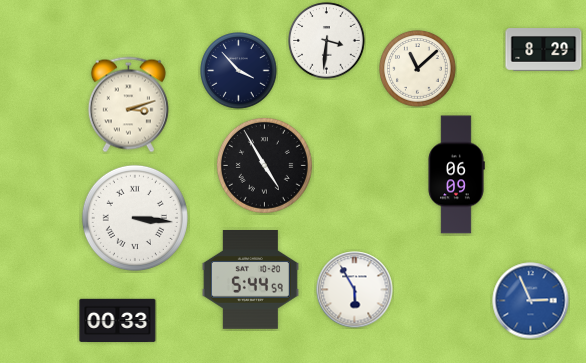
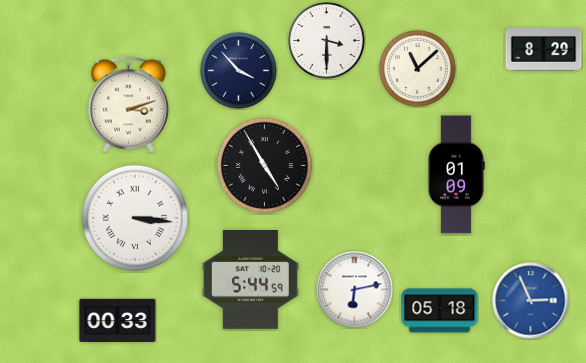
clock at (327, 41): 3:31 -> 3:30
clock at (456, 175): 06:09 -> 01:09
clock at (355, 290): 5:55 -> 6:13
clock at (440, 311): none -> 05:18
